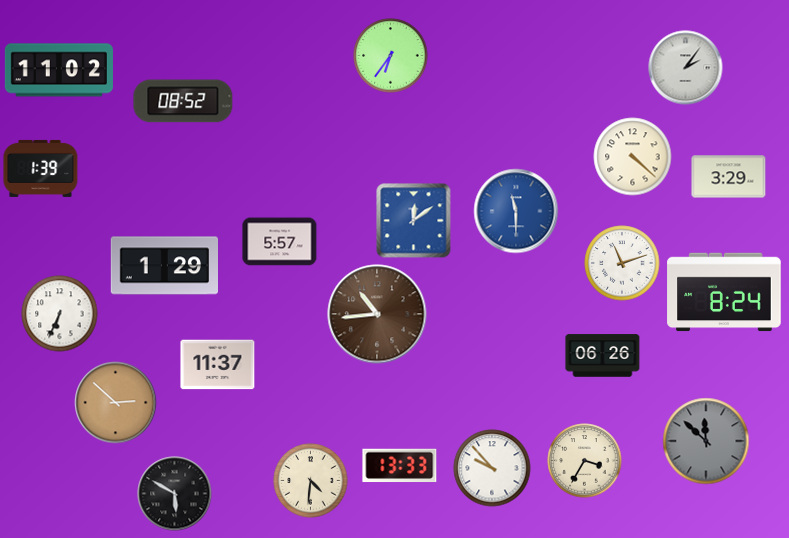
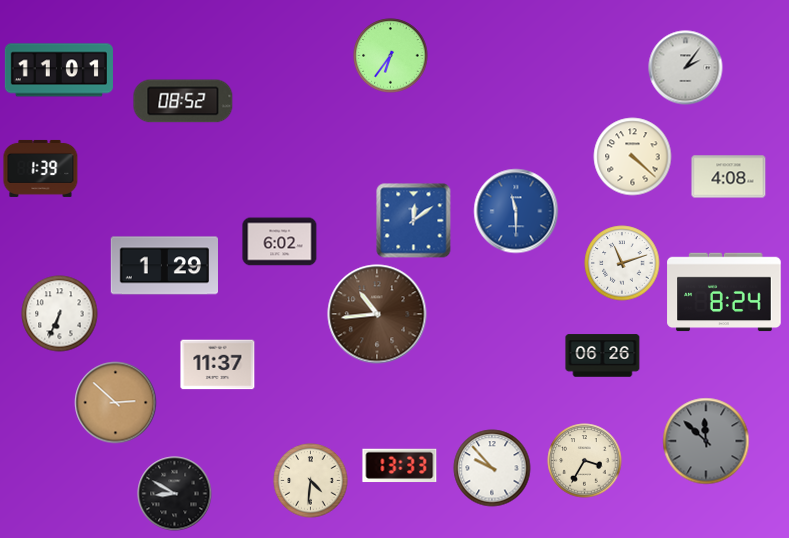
clock at (59, 70): 11:02 -> 11:01
clock at (729, 177): 3:29 -> 4:08
clock at (280, 242): 5:57 -> 6:02
clock at (175, 494): 5:50 -> 8:50
